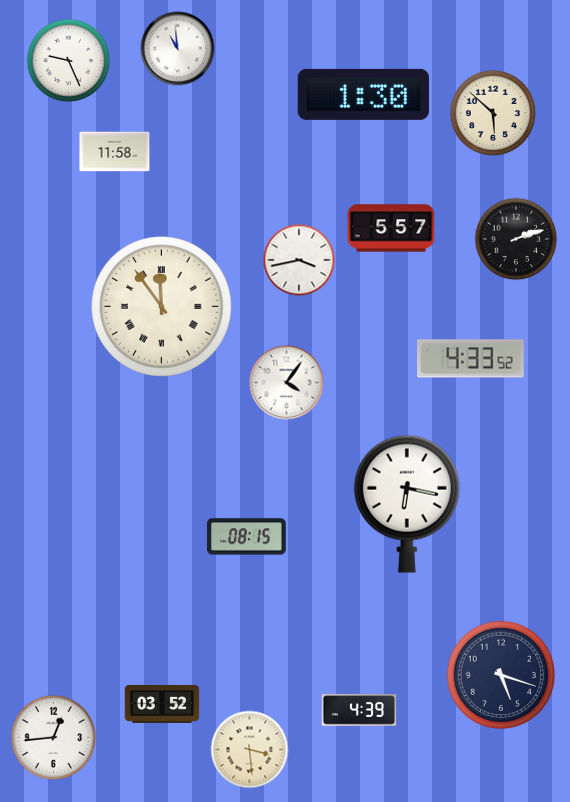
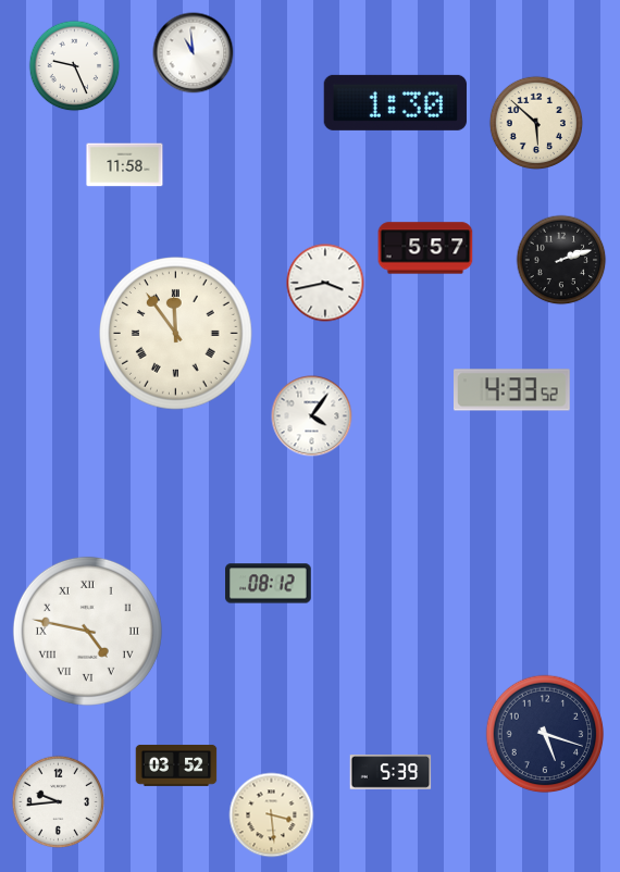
clock at (407, 504): 6:17 -> none
clock at (247, 537): 08:15 -> 08:12
clock at (87, 631): none -> 4:47
clock at (359, 710): 4:39 -> 5:39
clock at (54, 738): 12:44 -> 9:44
